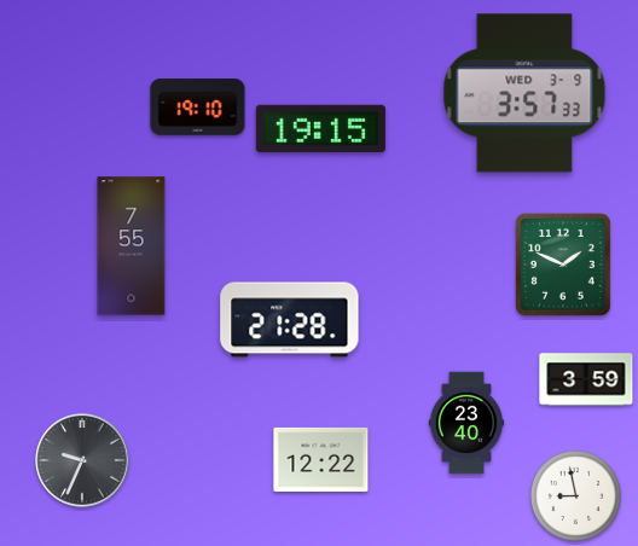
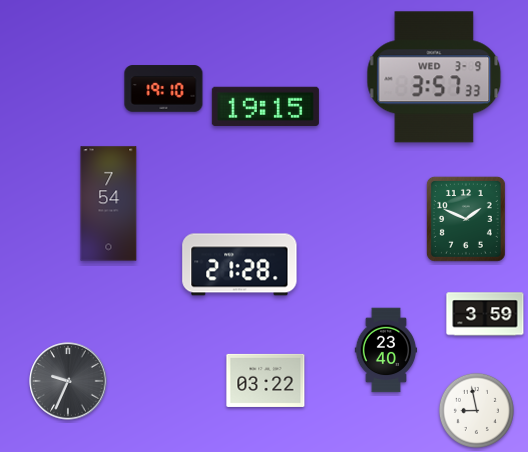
clock at (132, 246): 7:55 -> 7:54
clock at (321, 459): 12:22 -> 03:22
